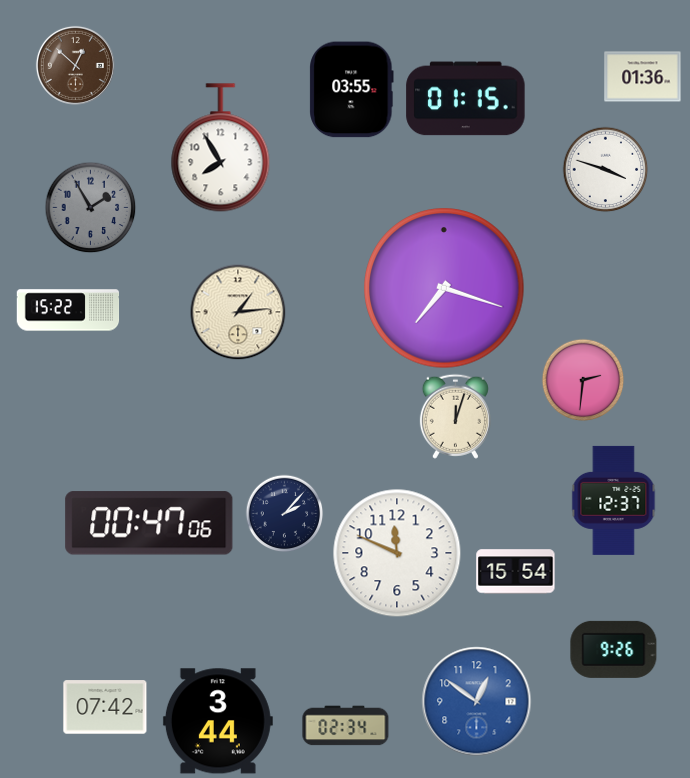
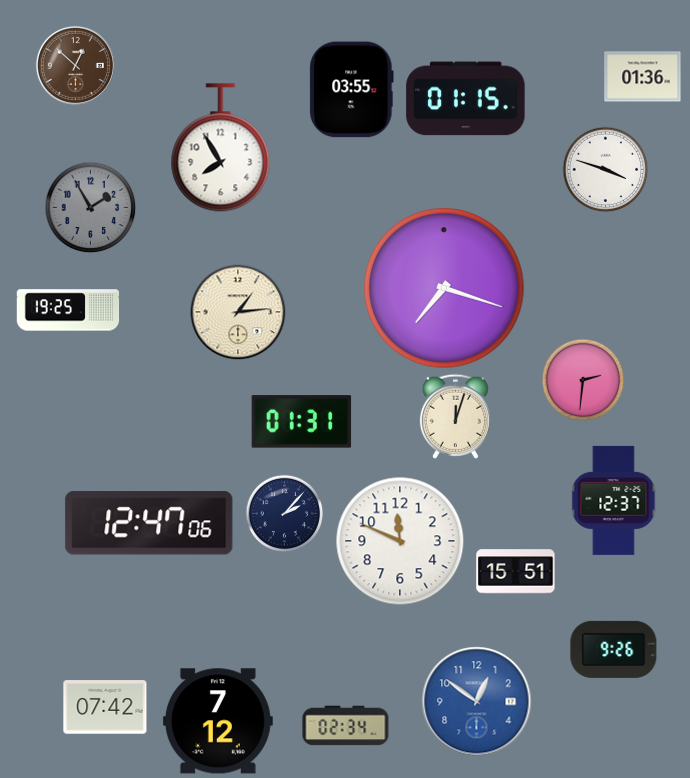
clock at (68, 310): 15:22 -> 19:25
clock at (302, 422): none -> 01:31
clock at (149, 523): 00:47 -> 12:47
clock at (397, 553) position: (397, 553) -> (400, 541)
clock at (516, 572): 15:54 -> 15:51
clock at (218, 721): 3:44 -> 7:12
